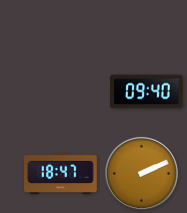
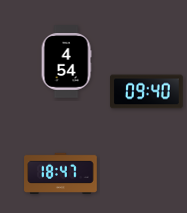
clock at (66, 62): none -> 4:54
clock at (141, 173): 2:11 -> none
